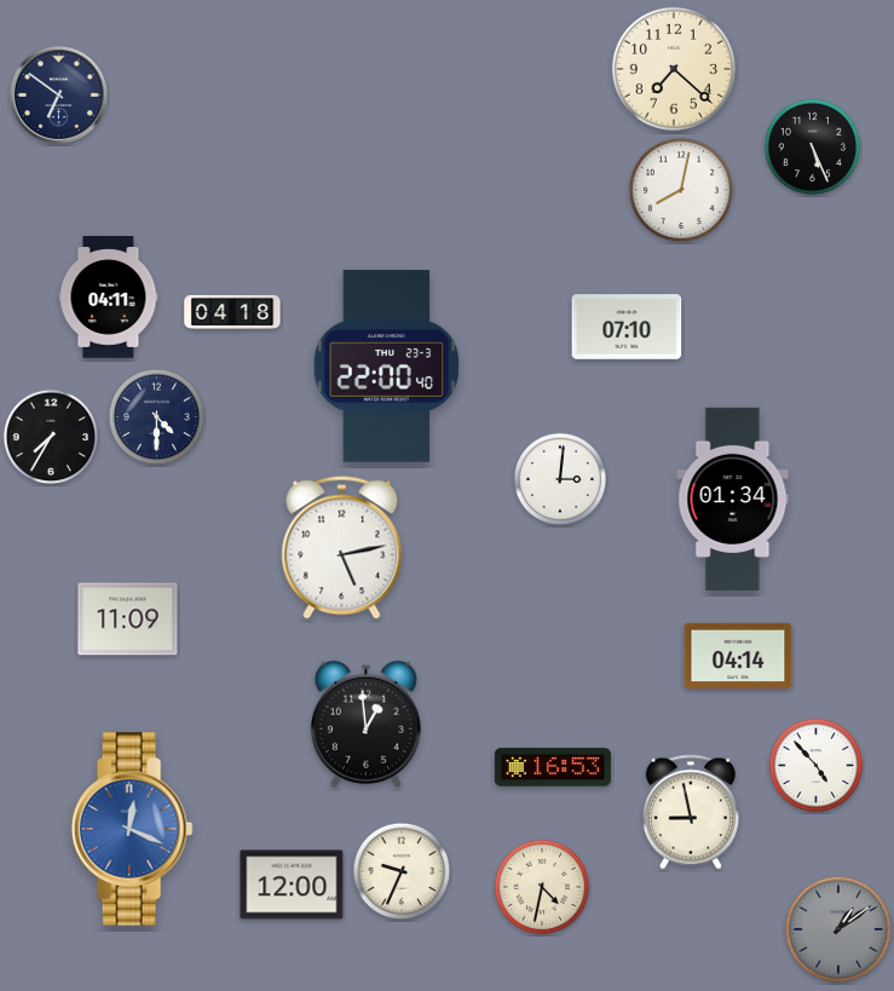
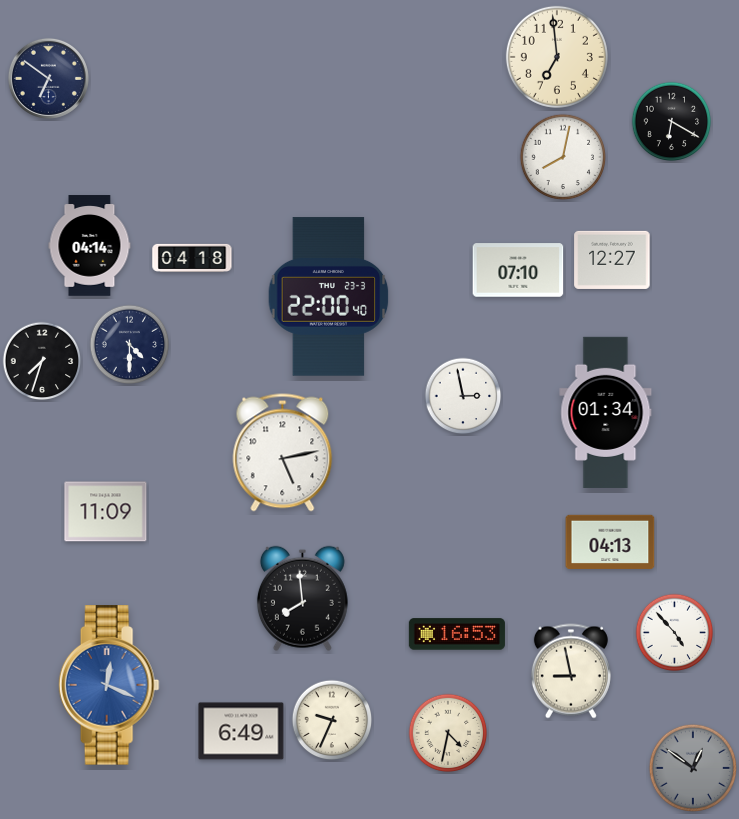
clock at (674, 69): 7:22 -> 6:59
clock at (813, 148): 5:26 -> 6:20
clock at (109, 298): 04:11 -> 04:14
clock at (612, 260): none -> 12:27
clock at (387, 367) position: (387, 367) -> (329, 297)
clock at (51, 437): 7:35 -> 7:33
clock at (560, 479): 3:01 -> 2:58
clock at (738, 655): 04:14 -> 04:13
clock at (365, 724): 12:59 -> 7:59
clock at (292, 885): 12:00 -> 6:49
clock at (837, 928): 1:09 -> 12:51
